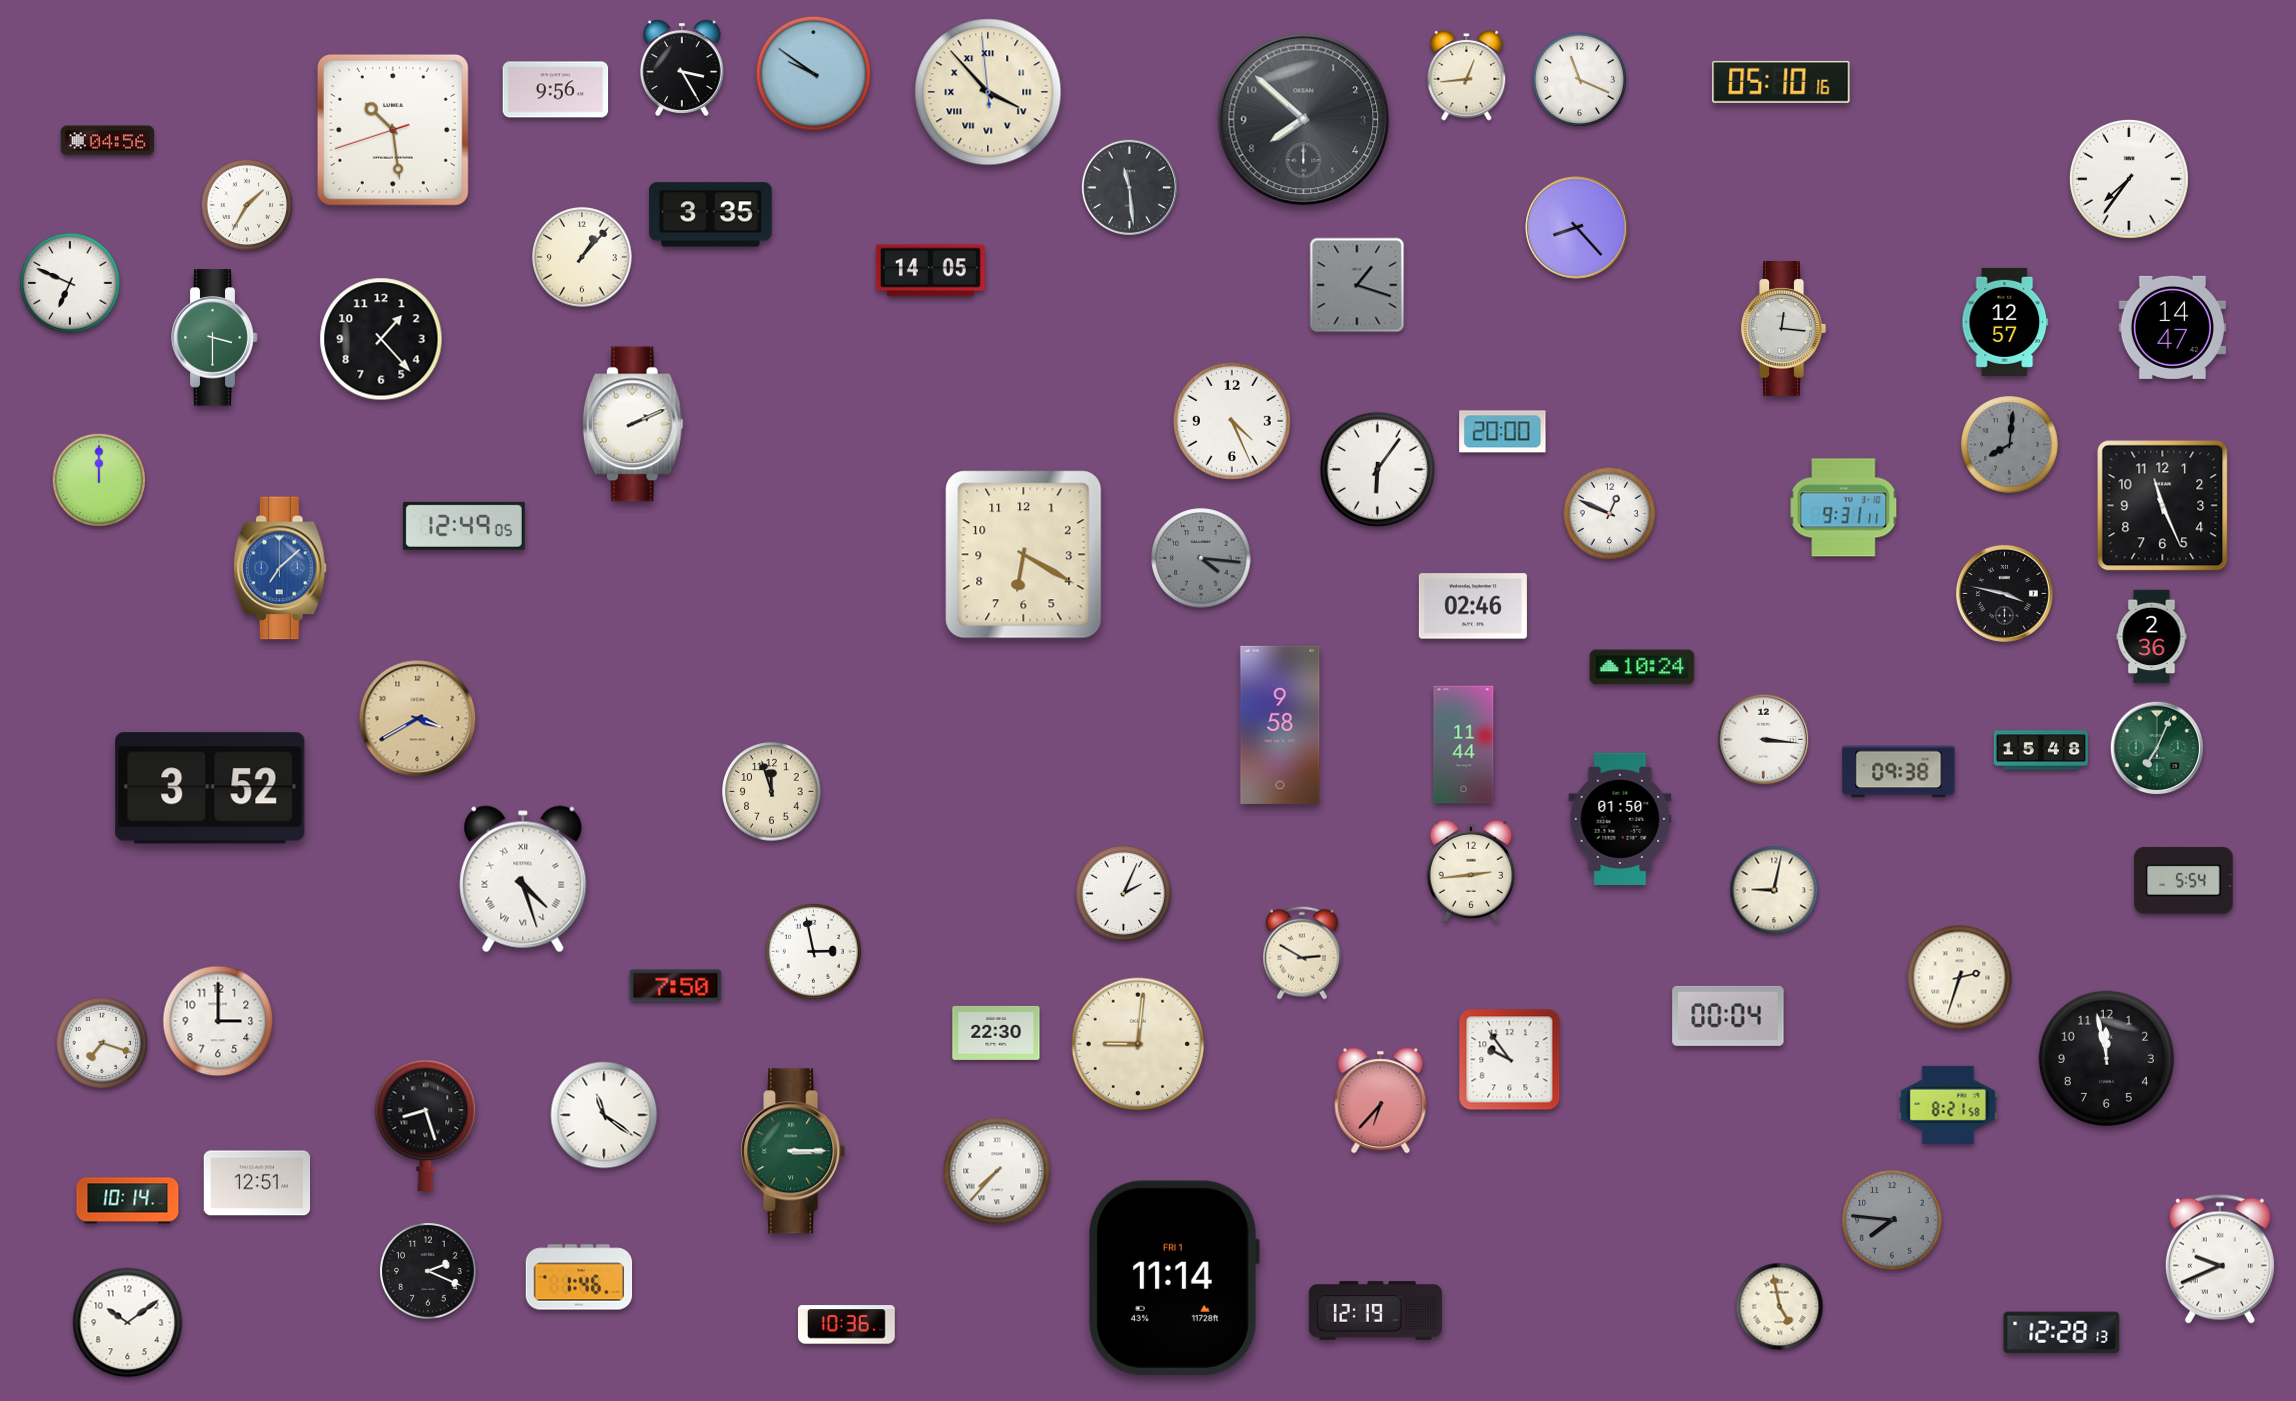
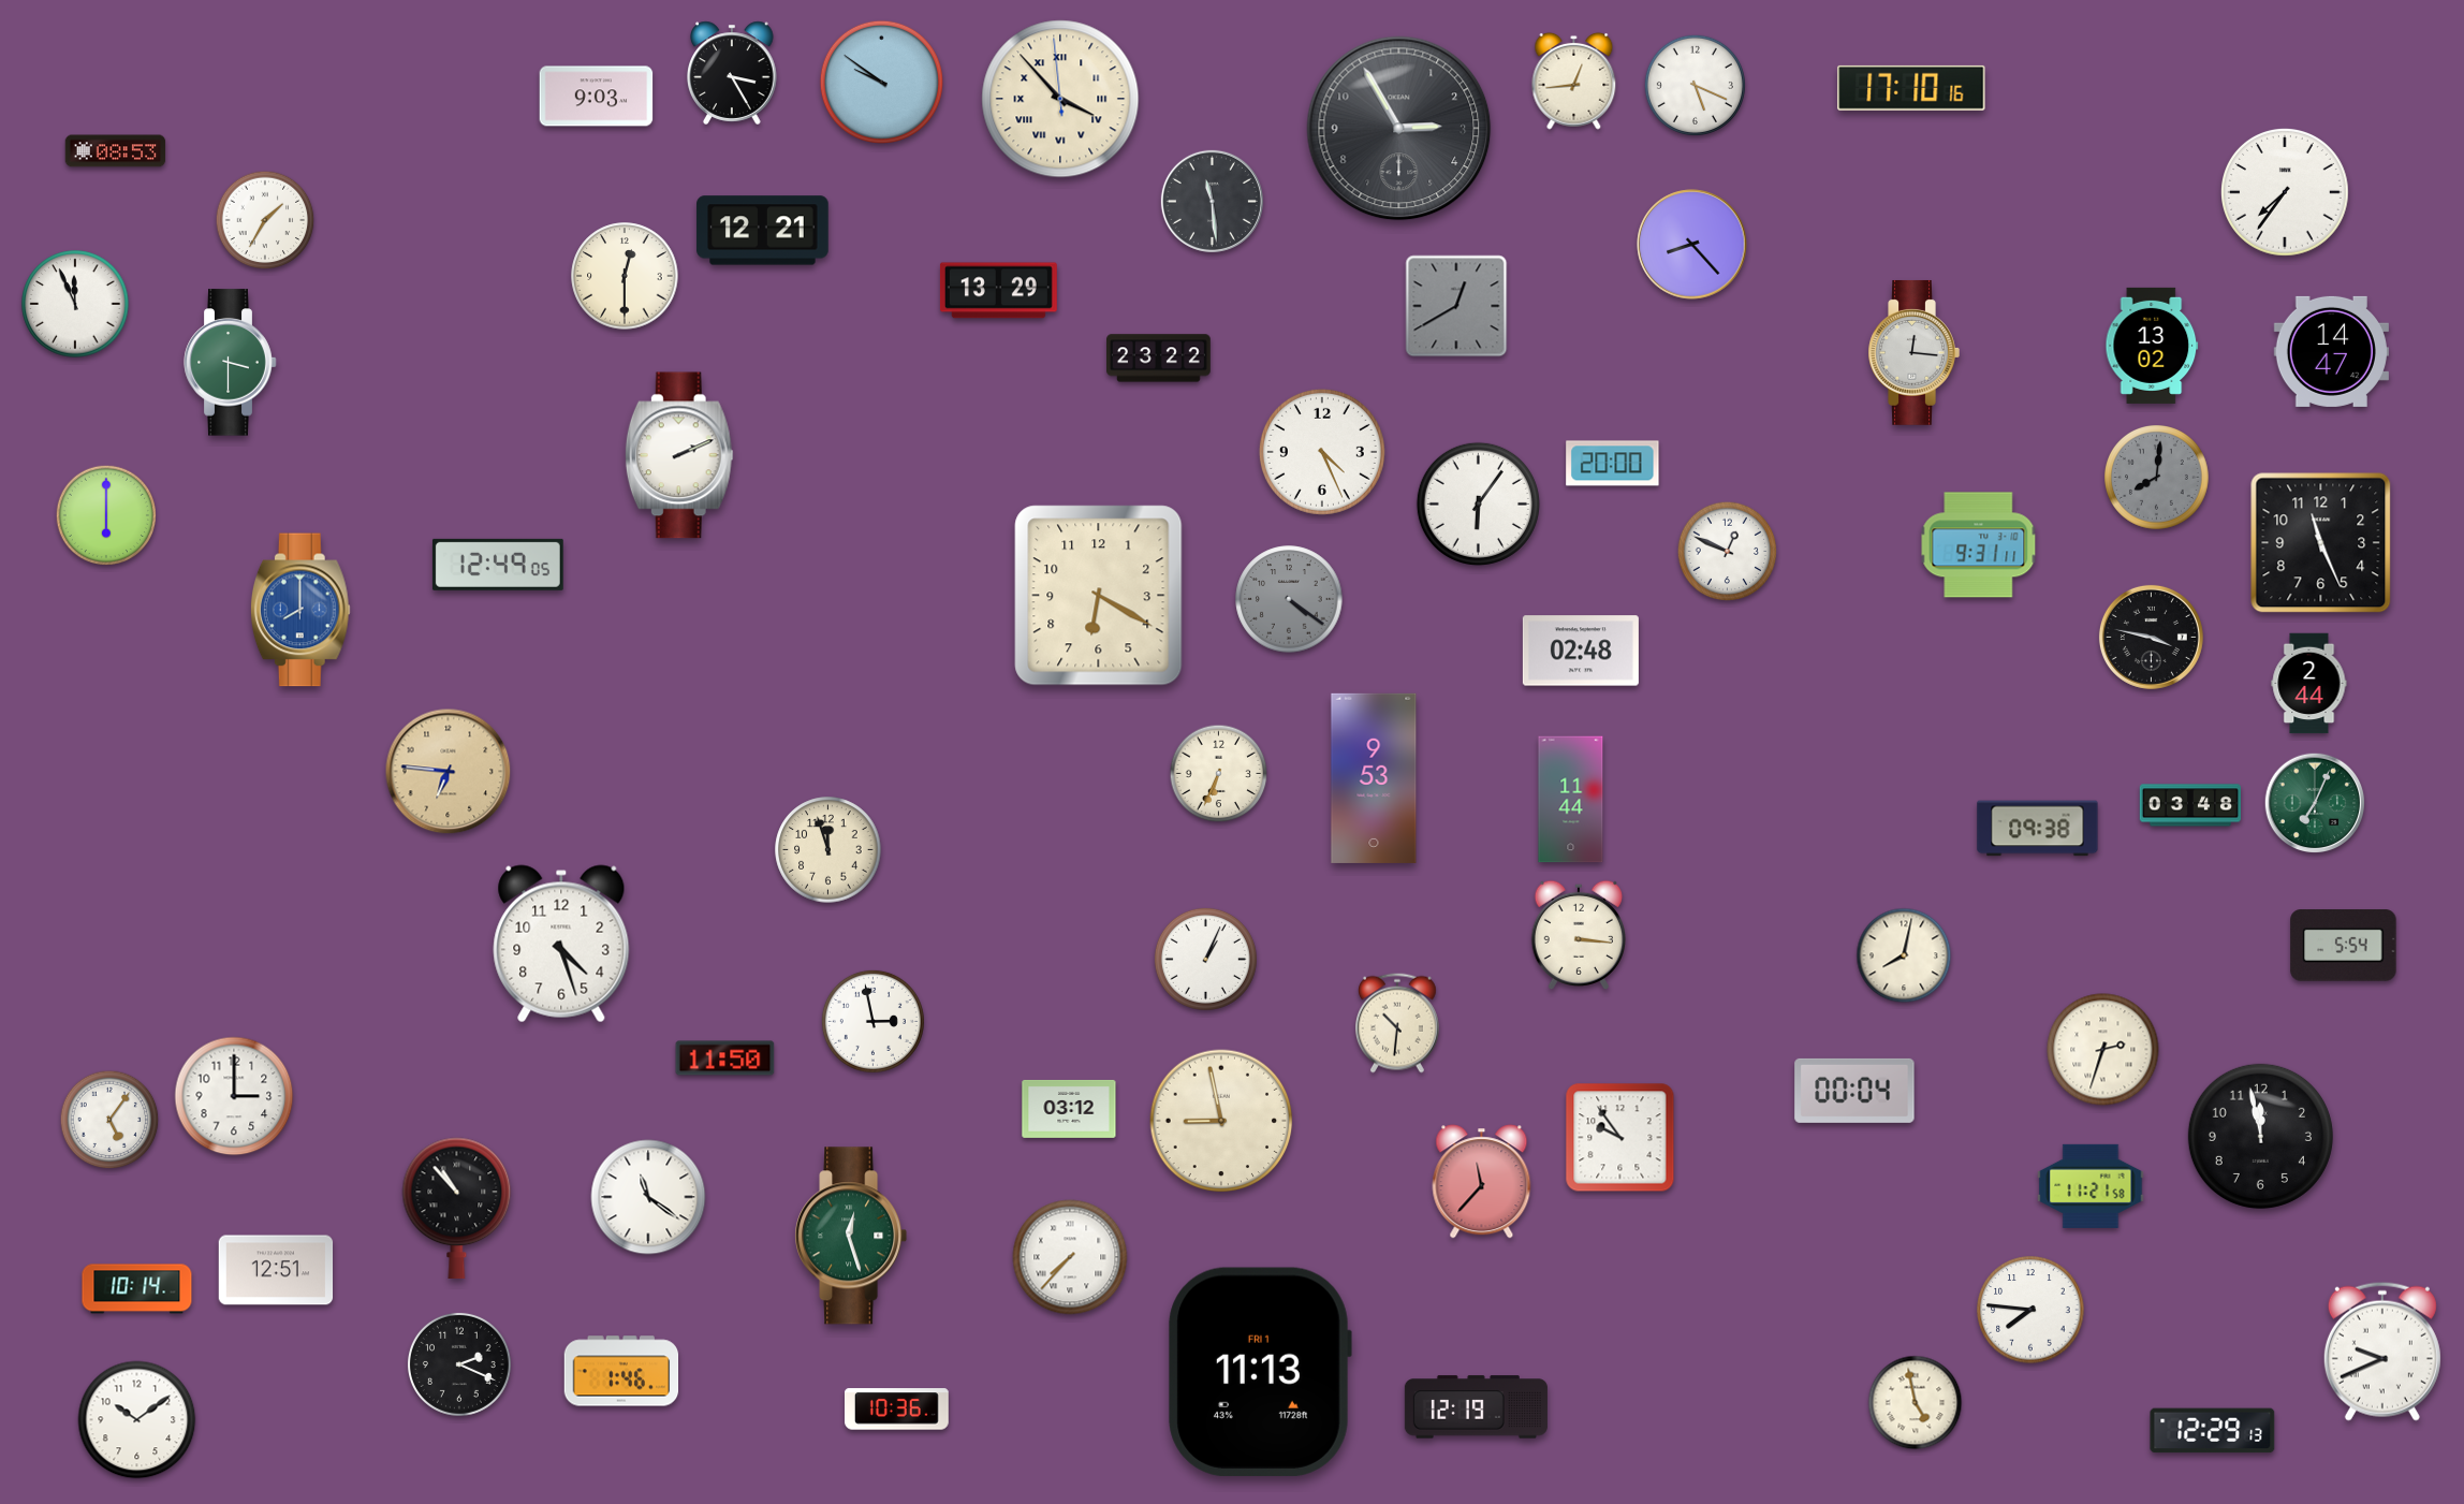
clock at (813, 73) position: (813, 73) -> (881, 82)
clock at (1579, 79): 11:19 -> 5:19
clock at (1781, 82): 05:10 -> 17:10
clock at (556, 90): 9:56 -> 9:03
clock at (1304, 120): 7:52 -> 2:55
clock at (393, 130): 10:28 -> none
clock at (108, 141): 04:56 -> 08:53
clock at (711, 215): 3:35 -> 12:21
clock at (582, 257): 1:07 -> 12:30
clock at (930, 271): 14:05 -> 13:29
clock at (70, 283): 6:49 -> 11:56
clock at (1357, 285): 1:18 -> 12:40
clock at (2005, 322): 12:57 -> 13:02
clock at (1159, 359): none -> 23:22
clock at (381, 339): 1:23 -> none
clock at (98, 479): 12:00 -> 6:00
clock at (1201, 558): 4:16 -> 4:21
clock at (280, 568): 7:08 -> 8:00
clock at (1473, 606): 02:46 -> 02:48
clock at (2152, 637): 2:36 -> 2:44
clock at (1642, 667): 10:24 -> none
clock at (418, 719): 3:40 -> 6:46
clock at (1219, 774): none -> 6:34
clock at (1280, 725): 9:58 -> 9:53
clock at (1764, 740): 3:16 -> none
clock at (2040, 750): 15:48 -> 03:48
clock at (210, 788): 3:52 -> none
clock at (1620, 818): 01:50 -> none
clock at (1470, 871): 2:44 -> 3:16
clock at (523, 879) numerals: Roman -> Arabic
clock at (1774, 890): 9:02 -> 8:02
clock at (1123, 893): 2:04 -> 1:04
clock at (1302, 953): 2:50 -> 10:31
clock at (676, 986): 7:50 -> 11:50
clock at (996, 1033): 22:30 -> 03:12
clock at (102, 1043): 7:18 -> 5:06
clock at (1138, 1044): 9:01 -> 8:58
clock at (1381, 1101): 6:37 -> 11:37
clock at (1948, 1105): 8:21 -> 11:21
clock at (426, 1126): 8:27 -> 10:53
clock at (793, 1151): 3:15 -> 12:27
clock at (1892, 1220) dial: grey -> white
clock at (1174, 1278): 11:14 -> 11:13
clock at (1780, 1307) position: (1780, 1307) -> (1916, 1403)
clock at (847, 1325) position: (847, 1325) -> (897, 1410)
clock at (2062, 1333): 12:28 -> 12:29
